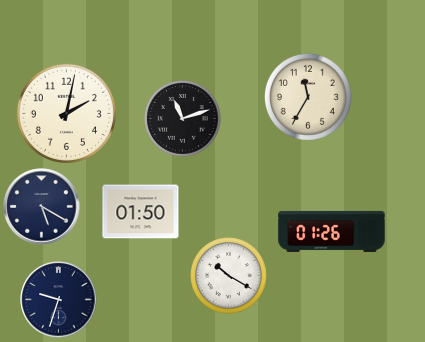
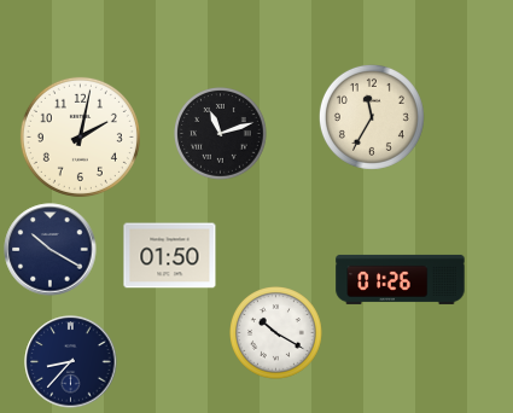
clock at (183, 119) position: (183, 119) -> (221, 134)
clock at (42, 207): 5:20 -> 10:20
clock at (59, 300): 9:33 -> 8:37
